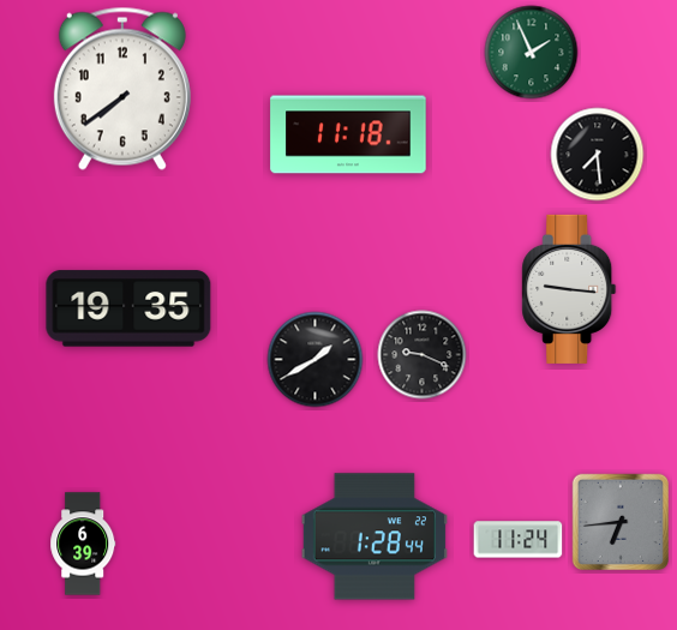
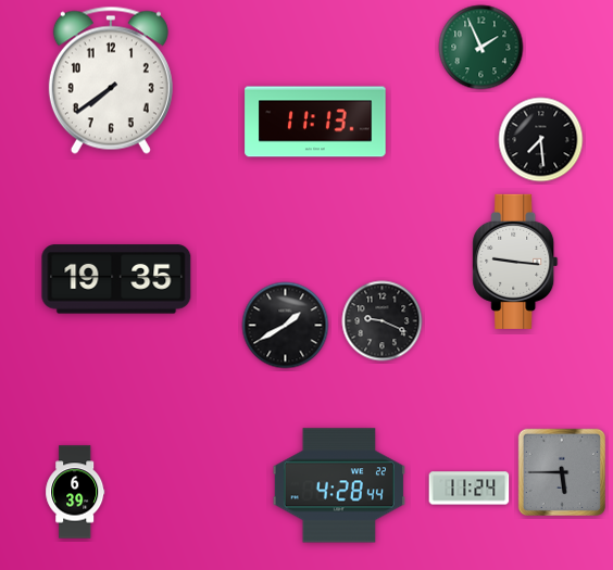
clock at (348, 134): 11:18 -> 11:13
clock at (619, 521): 6:44 -> 5:45
clock at (375, 536): 1:28 -> 4:28
